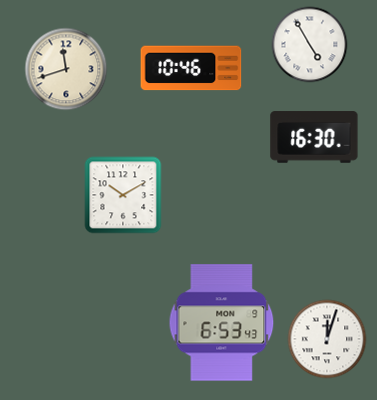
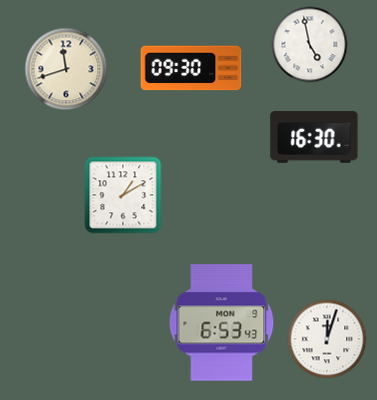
clock at (310, 45): 4:55 -> 4:58
clock at (191, 68): 10:46 -> 09:30
clock at (123, 195): 10:10 -> 1:10
